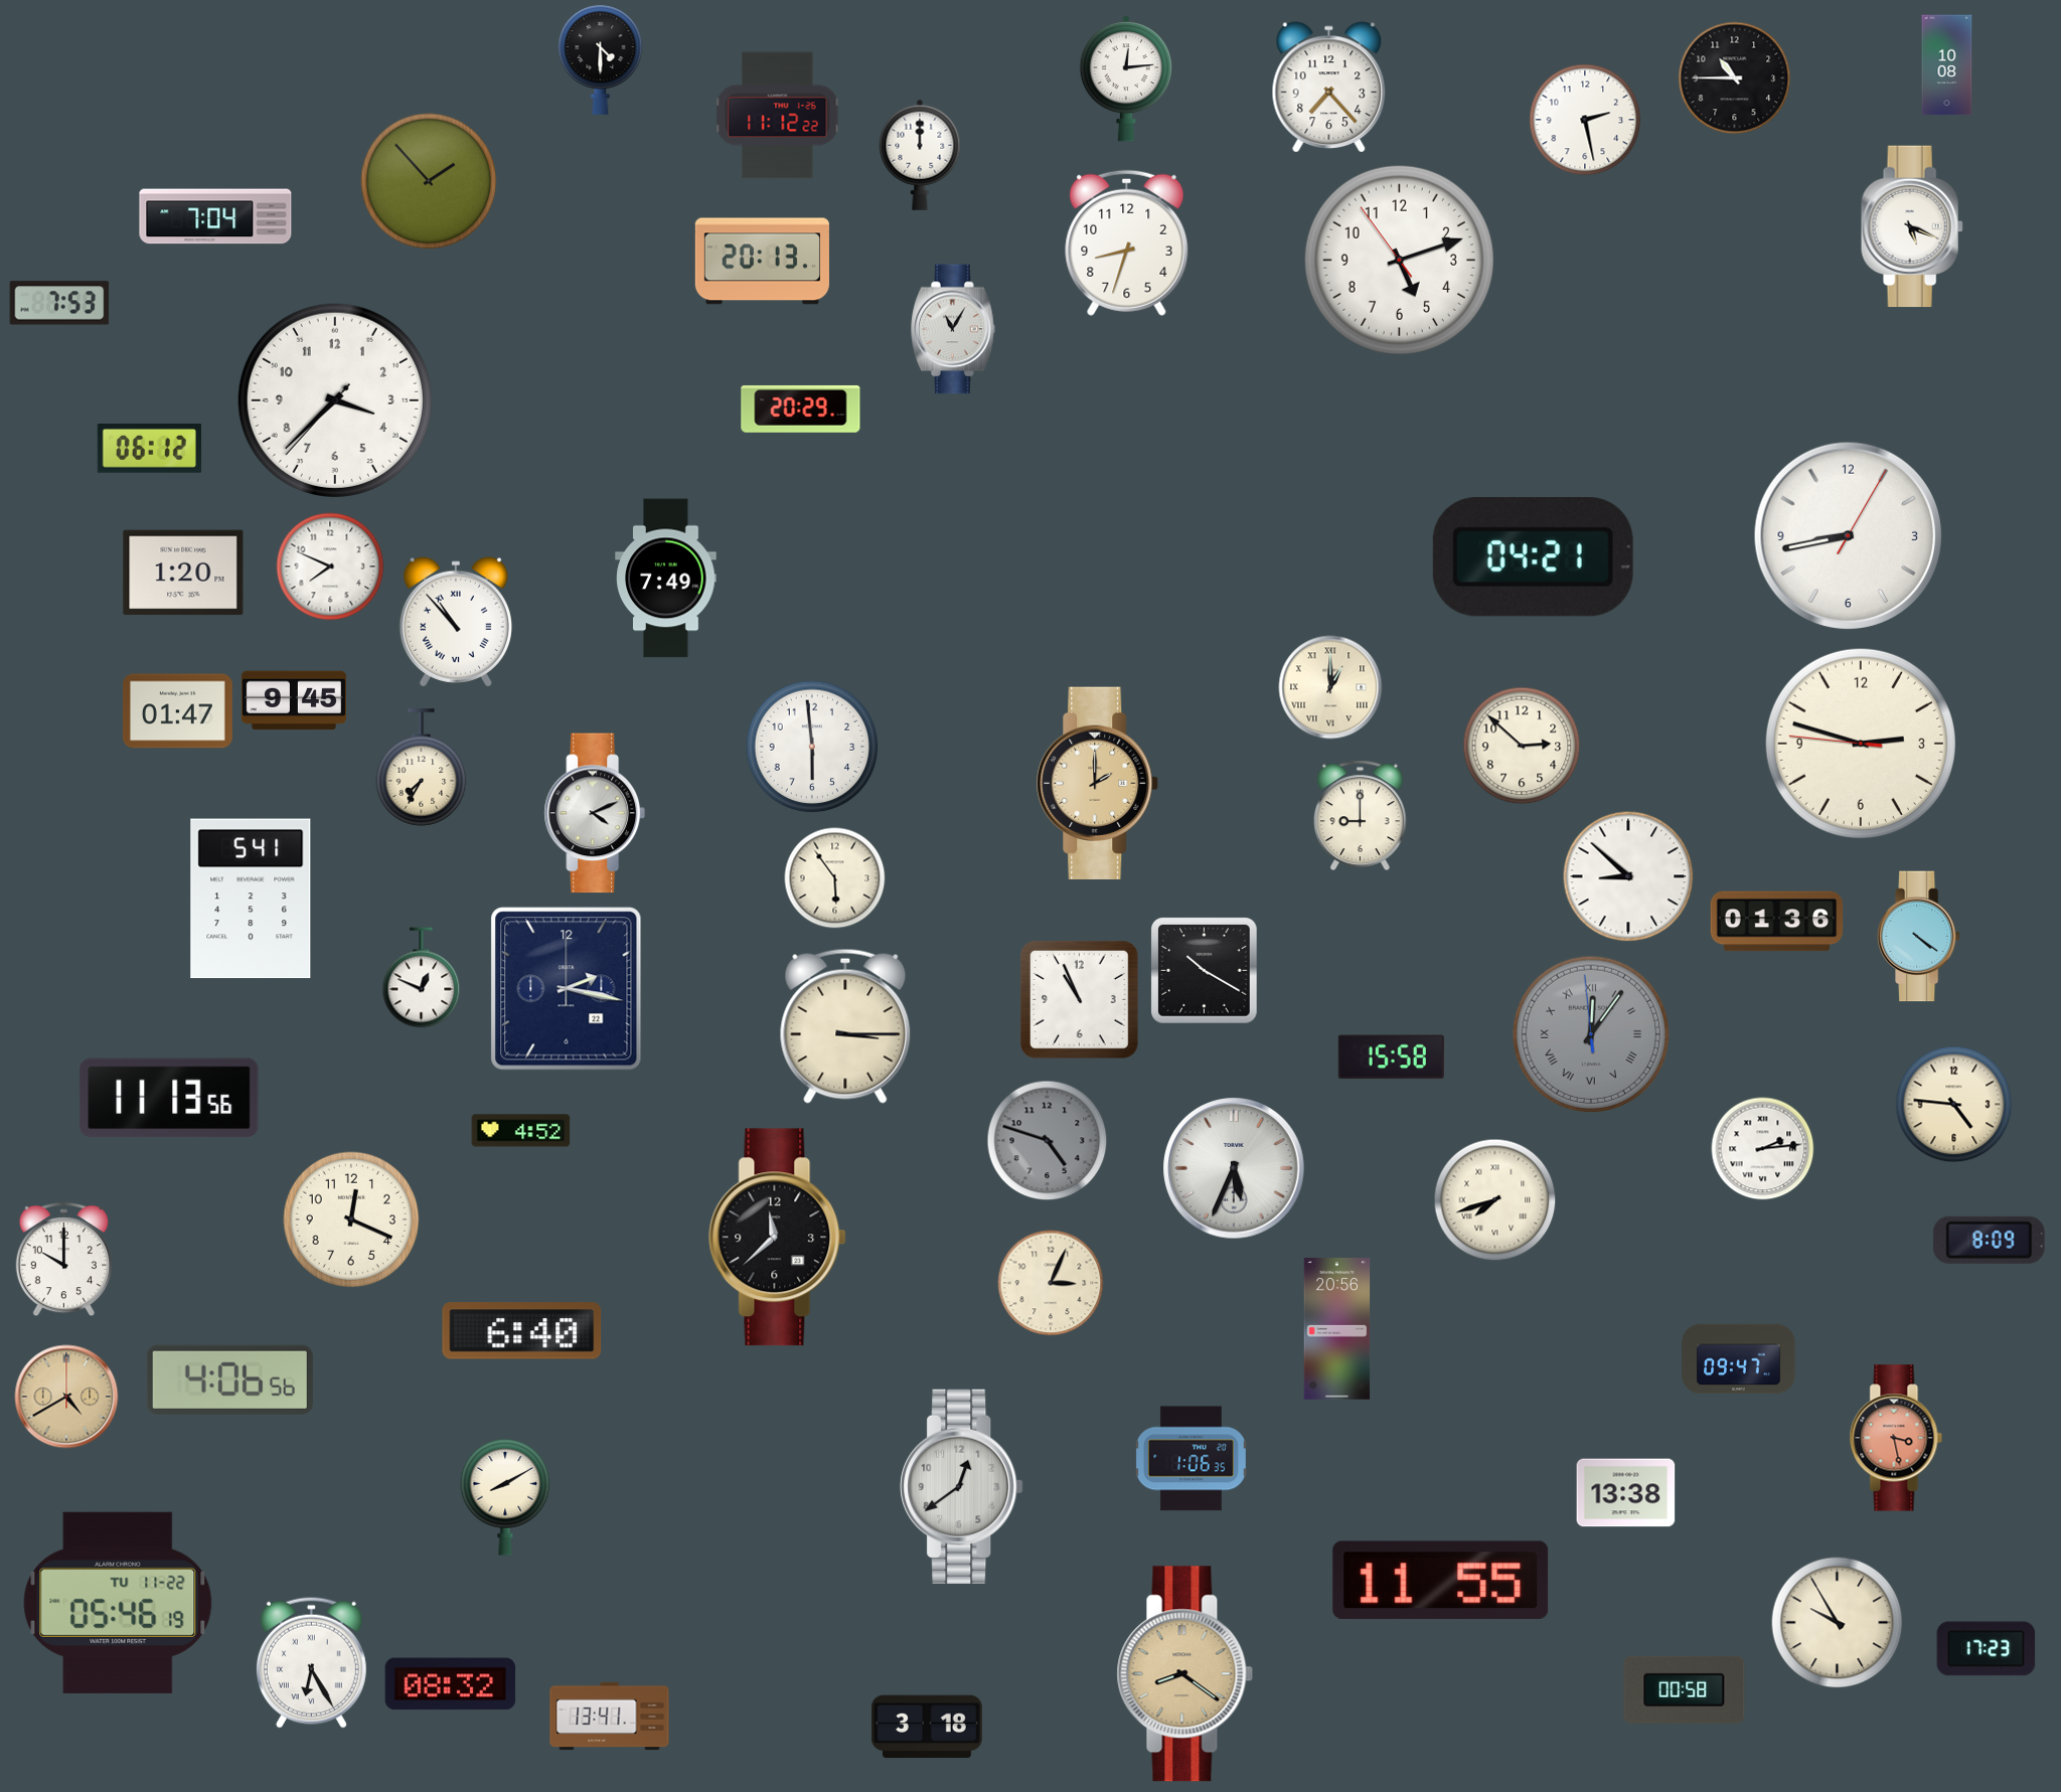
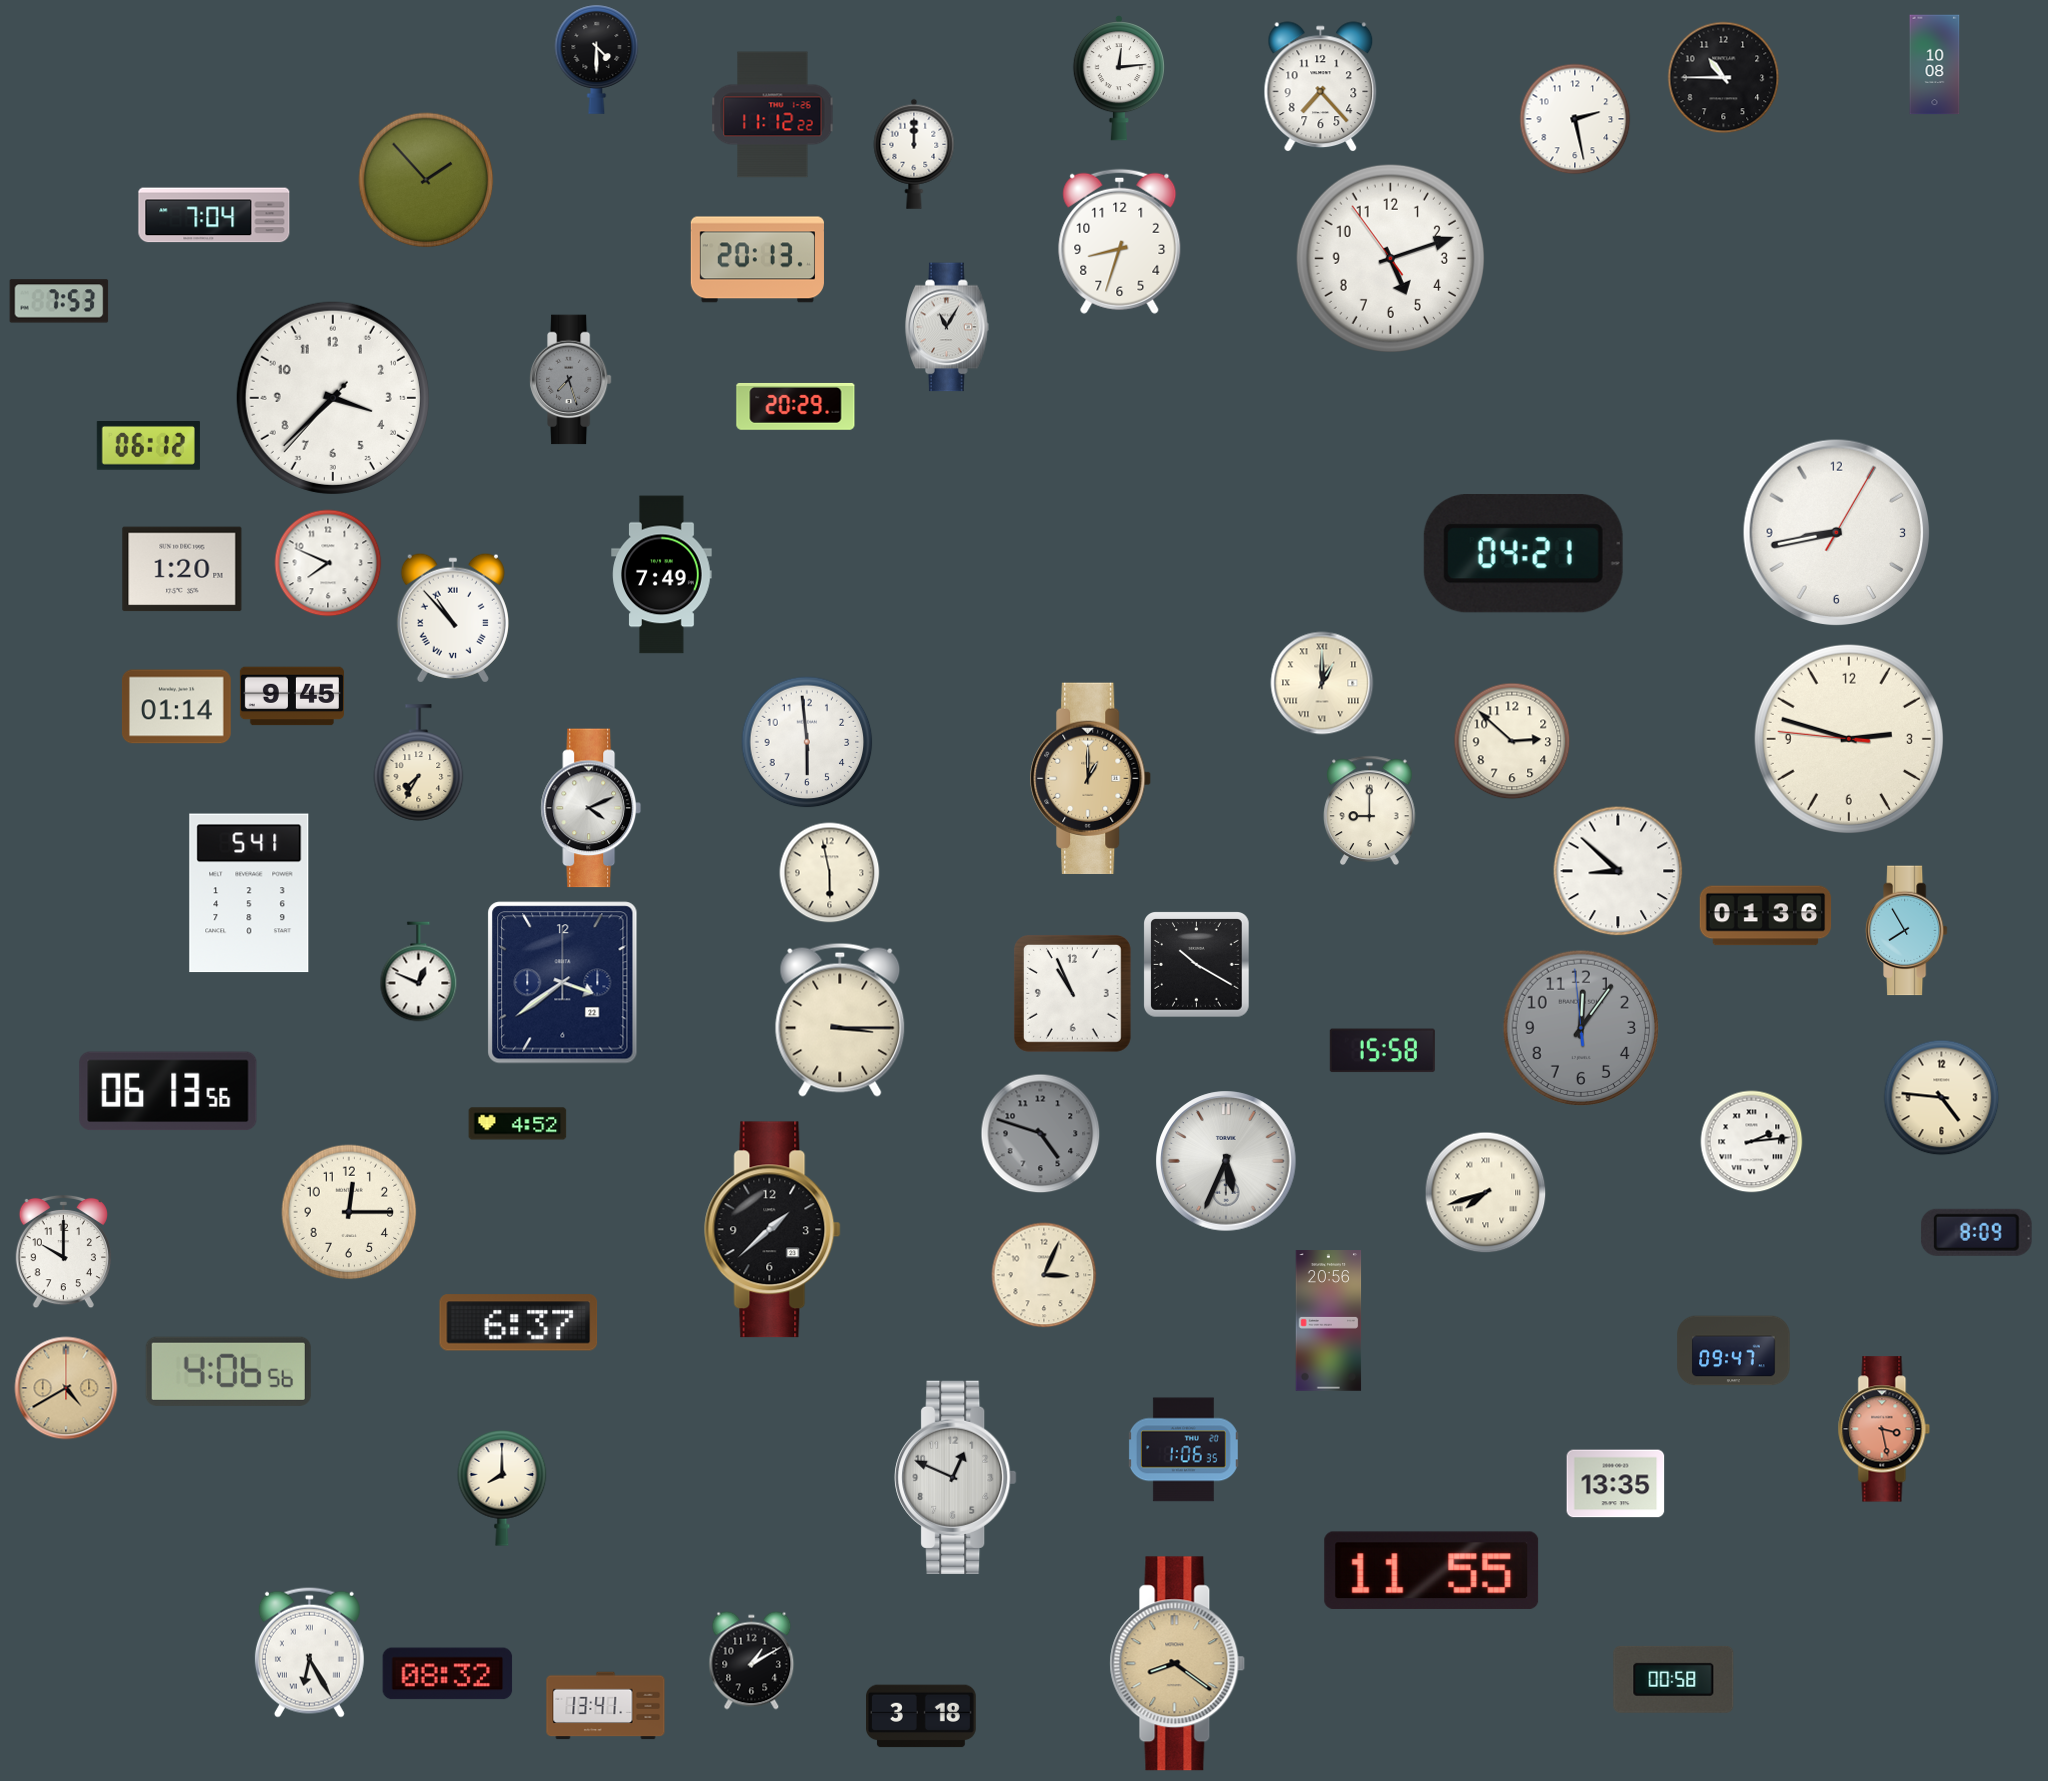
clock at (1912, 226): 5:19 -> none
clock at (570, 380): none -> 7:27
clock at (177, 711): 01:47 -> 01:14
clock at (1098, 783): 2:00 -> 1:00
clock at (1361, 815) position: (1361, 815) -> (1370, 810)
clock at (835, 878): 5:54 -> 5:58
clock at (1918, 937): 4:21 -> 7:55
clock at (567, 989): 2:17 -> 3:39
clock at (1591, 1034) numerals: Roman -> Arabic
clock at (169, 1098): 11:13 -> 06:13
clock at (351, 1219): 12:19 -> 12:15
clock at (778, 1238): 11:38 -> 1:38
clock at (522, 1331): 6:40 -> 6:37
clock at (1739, 1359) position: (1739, 1359) -> (1734, 1351)
clock at (962, 1486): 12:39 -> 12:49
clock at (1626, 1493): 13:38 -> 13:35
clock at (505, 1498): 8:10 -> 8:00
clock at (118, 1603): 05:46 -> none
clock at (1838, 1623): 9:55 -> none
clock at (1987, 1649): 17:23 -> none
clock at (752, 1661): none -> 1:10
